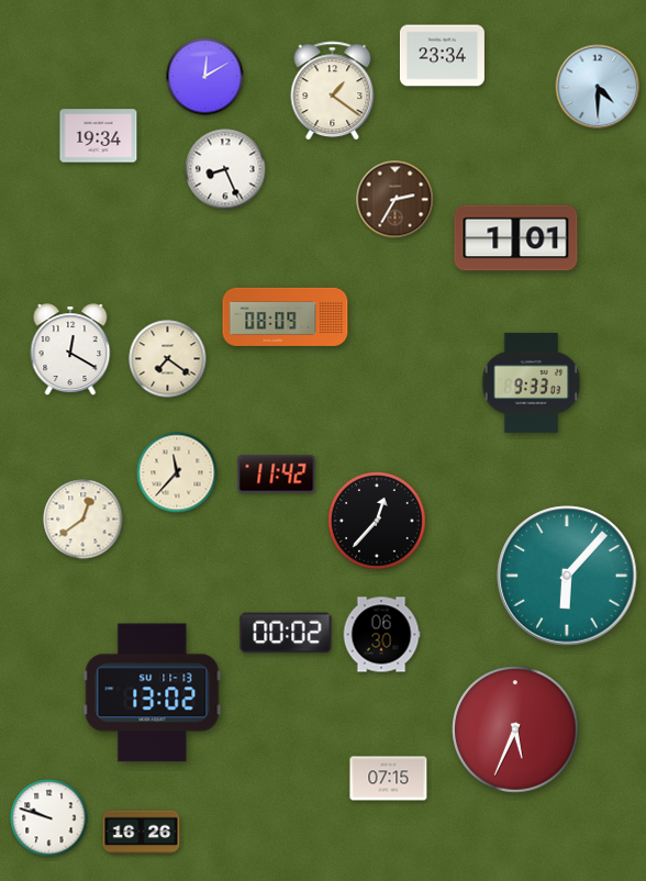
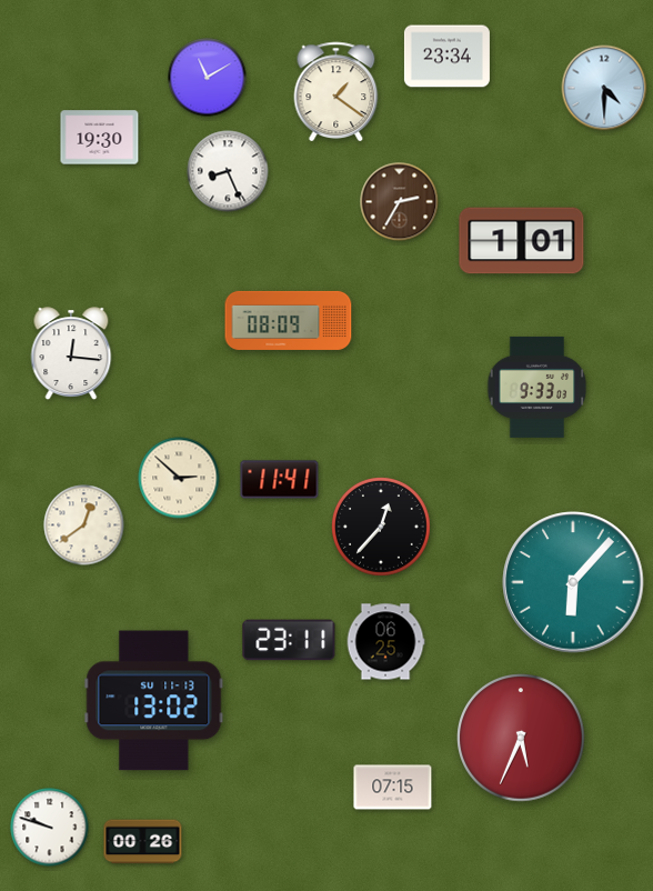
clock at (205, 77): 12:10 -> 11:10
clock at (99, 136): 19:34 -> 19:30
clock at (70, 349): 12:20 -> 12:16
clock at (168, 359): 7:21 -> none
clock at (177, 472): 11:37 -> 2:52
clock at (277, 475): 11:42 -> 11:41
clock at (286, 633): 00:02 -> 23:11
clock at (381, 635): 06:30 -> 06:25
clock at (142, 833): 16:26 -> 00:26
